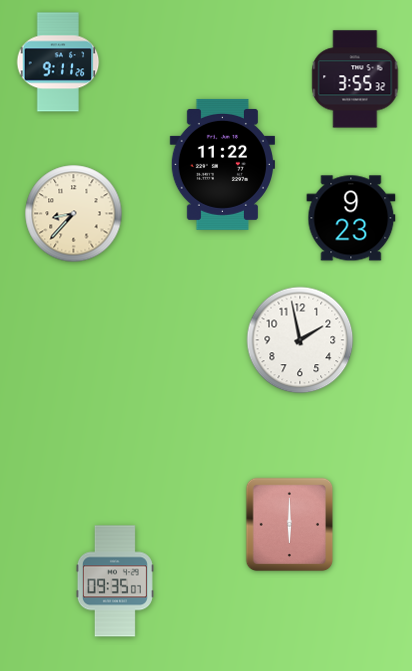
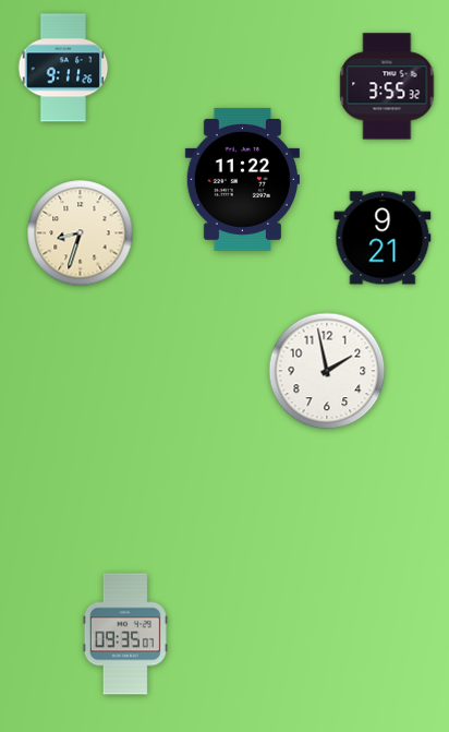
clock at (74, 214): 8:37 -> 8:33
clock at (351, 218): 9:23 -> 9:21
clock at (290, 525): 6:00 -> none
